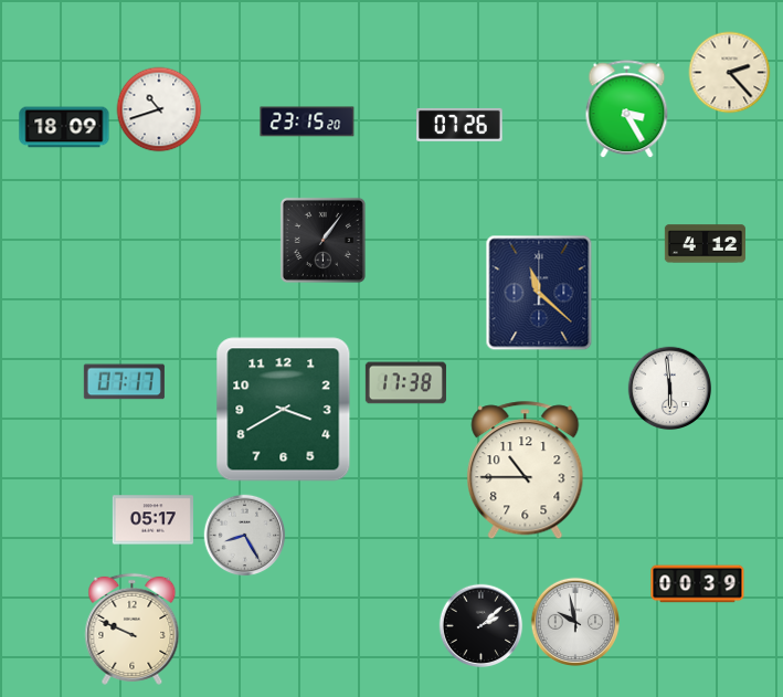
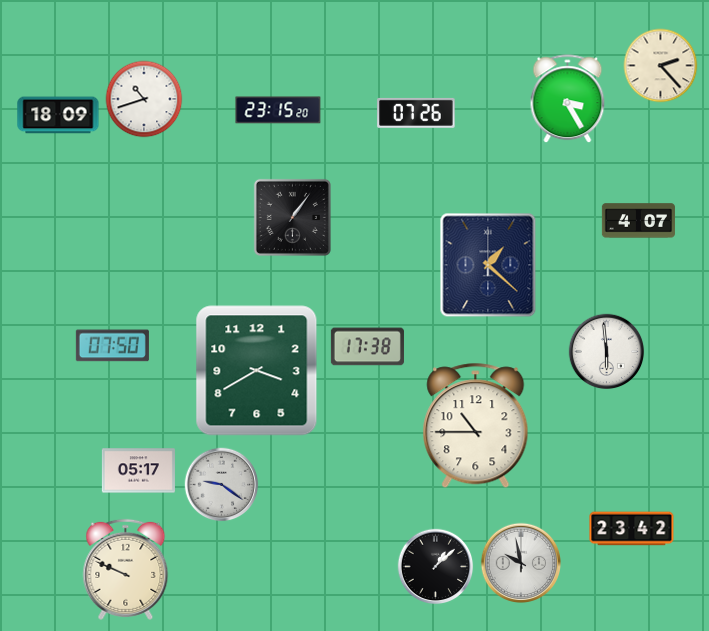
clock at (705, 244): 4:12 -> 4:07
clock at (539, 293): 11:22 -> 1:22
clock at (124, 382): 07:17 -> 07:50
clock at (245, 536): 8:25 -> 9:21
clock at (698, 584): 00:39 -> 23:42
clock at (482, 626): 2:08 -> 1:08
clock at (133, 629) position: (133, 629) -> (126, 569)
